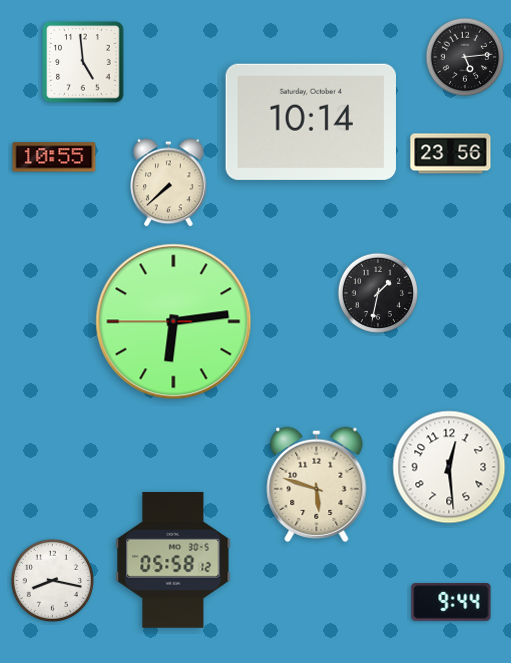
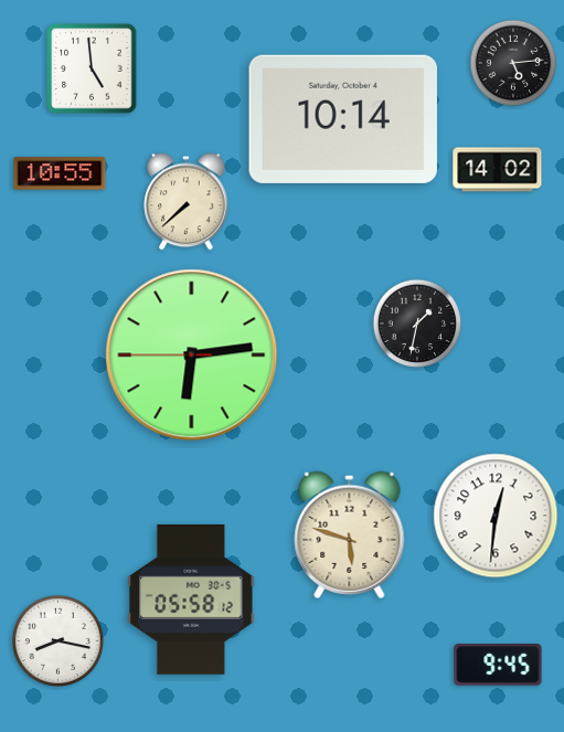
clock at (311, 122) position: (311, 122) -> (343, 119)
clock at (451, 154): 23:56 -> 14:02
clock at (449, 467): 12:29 -> 12:31
clock at (173, 560) position: (173, 560) -> (191, 600)
clock at (451, 602): 9:44 -> 9:45
